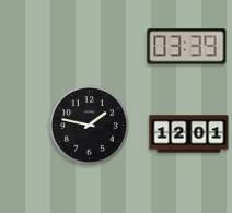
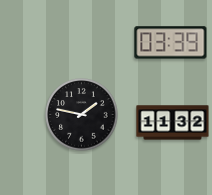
clock at (189, 134): 12:01 -> 11:32
